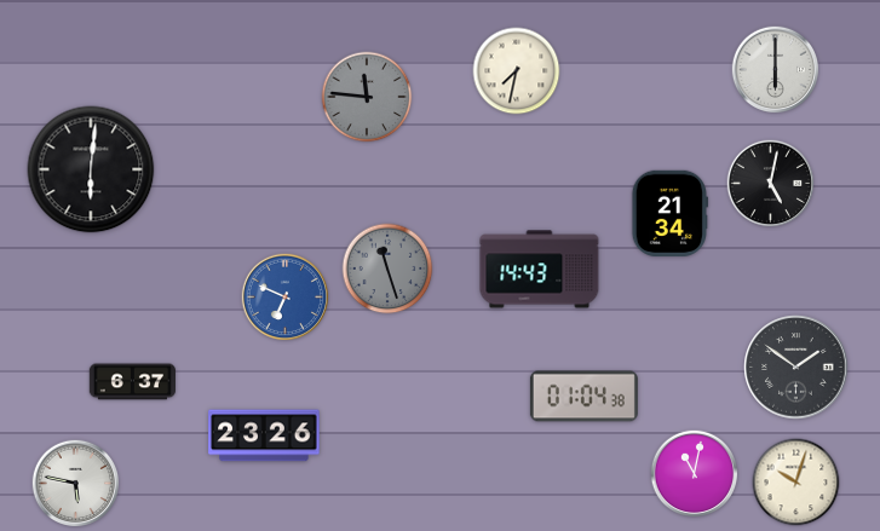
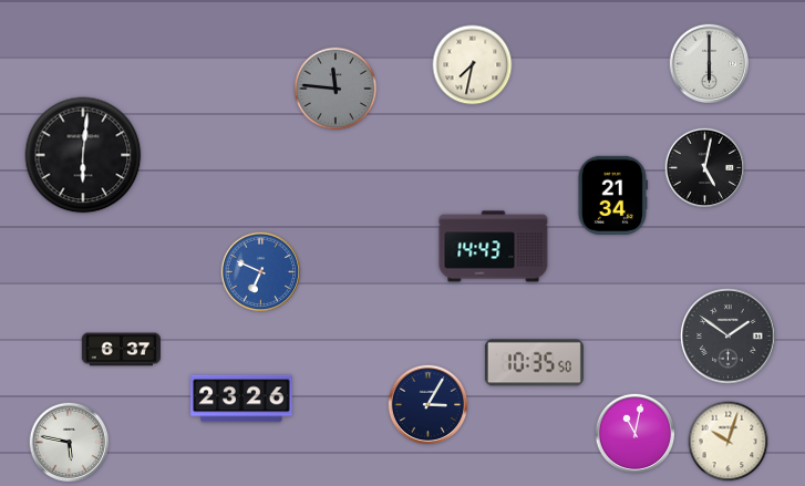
clock at (387, 269): 11:27 -> none
clock at (583, 397): 01:04 -> 10:35
clock at (429, 405): none -> 3:05
